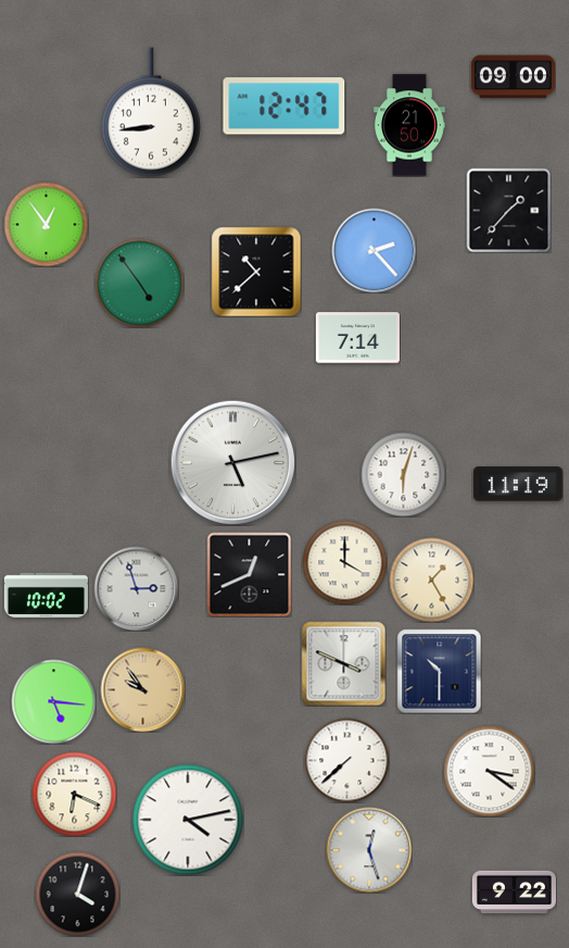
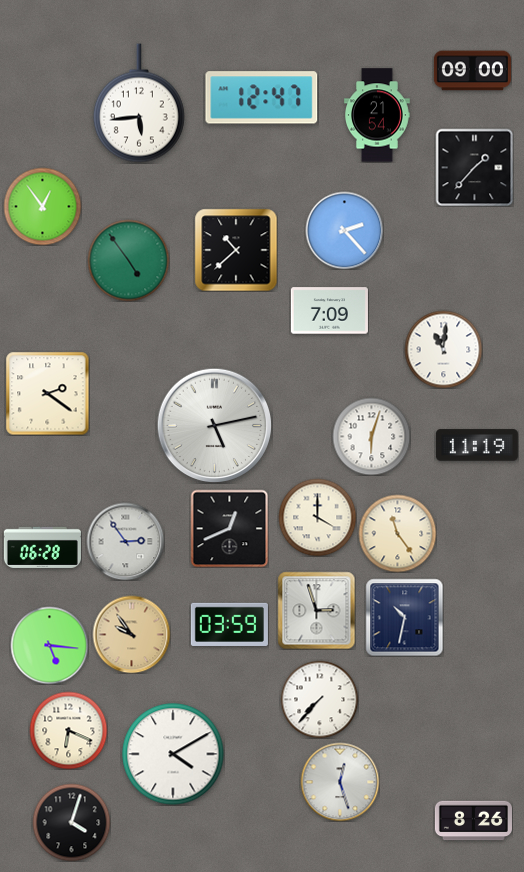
clock at (151, 112): 8:44 -> 5:44
clock at (409, 125): 21:50 -> 21:54
clock at (508, 210) position: (508, 210) -> (474, 167)
clock at (357, 338): 7:14 -> 7:09
clock at (443, 349): none -> 11:01
clock at (47, 393): none -> 2:21
clock at (431, 579): 1:25 -> 11:24
clock at (136, 588): 2:57 -> 2:54
clock at (46, 595): 10:02 -> 06:28
clock at (343, 663): 3:49 -> 2:57
clock at (439, 671): 10:30 -> 10:32
clock at (229, 624): none -> 03:59
clock at (346, 760): 7:38 -> 7:37
clock at (489, 771): 3:21 -> none
clock at (188, 820): 4:13 -> 4:10
clock at (514, 893): 9:22 -> 8:26
